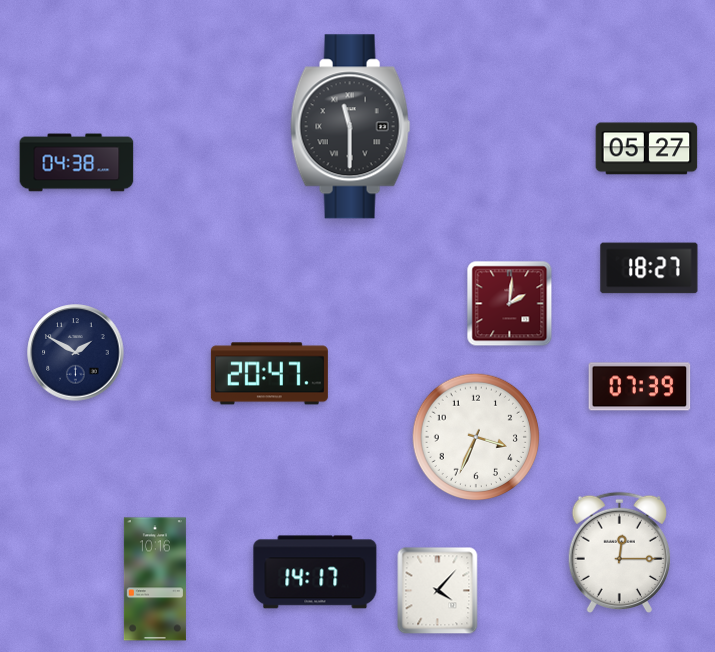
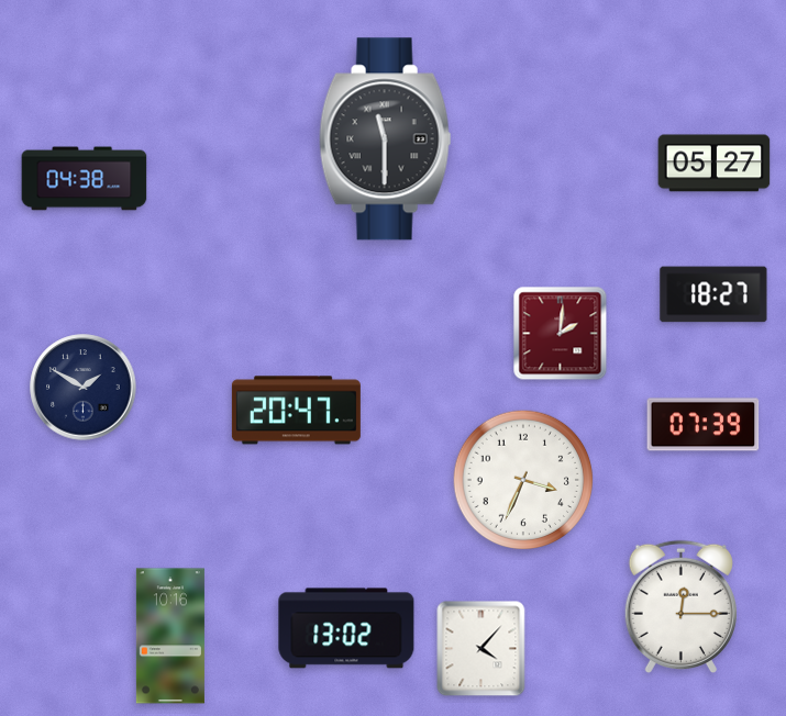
clock at (647, 149) position: (647, 149) -> (715, 164)
clock at (315, 572): 14:17 -> 13:02
